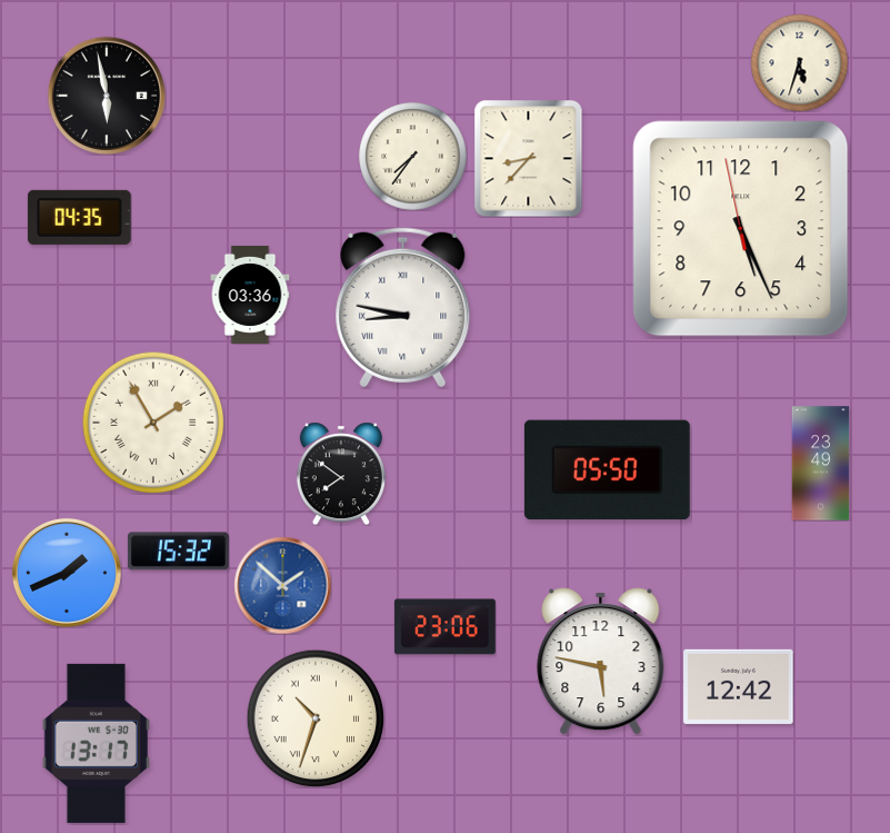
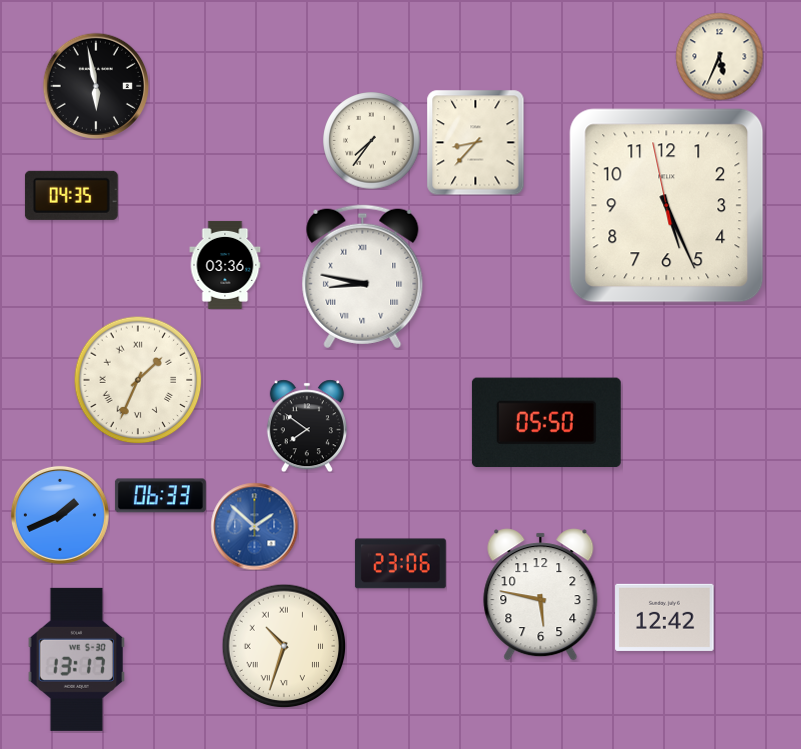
clock at (799, 62): 5:33 -> 5:34
clock at (153, 423): 1:55 -> 1:34
clock at (821, 464): 23:49 -> none
clock at (178, 552): 15:32 -> 06:33
clock at (96, 743) position: (96, 743) -> (76, 659)
